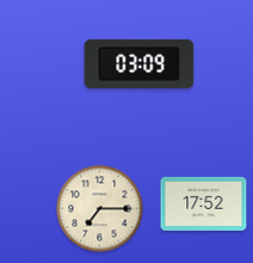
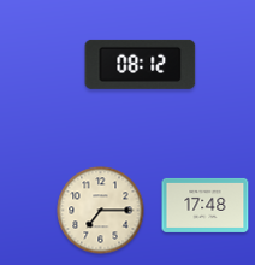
clock at (140, 63): 03:09 -> 08:12
clock at (204, 203): 17:52 -> 17:48
